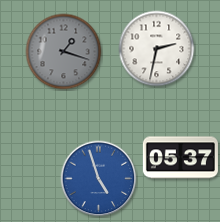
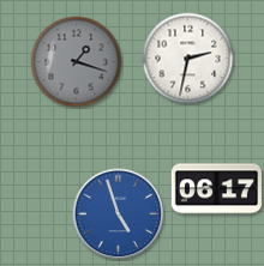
clock at (180, 158): 05:37 -> 06:17
